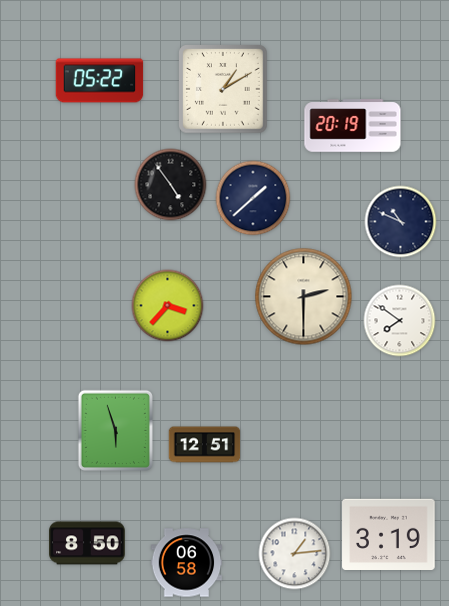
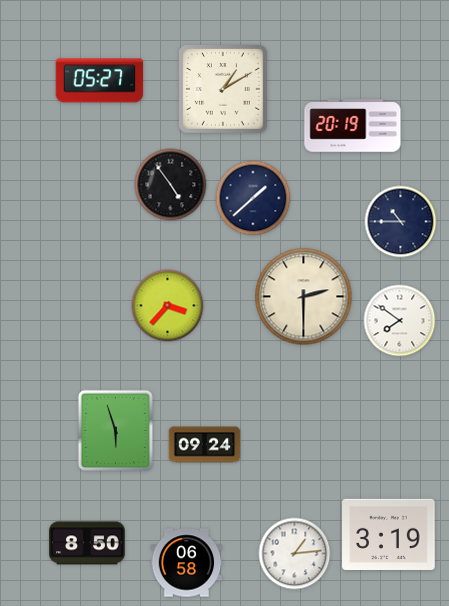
clock at (100, 81): 05:22 -> 05:27
clock at (401, 222): 10:49 -> 10:45
clock at (205, 445): 12:51 -> 09:24
